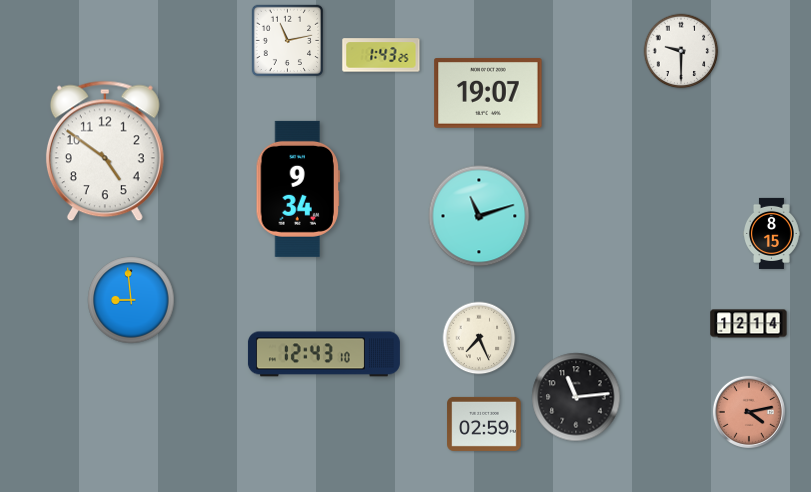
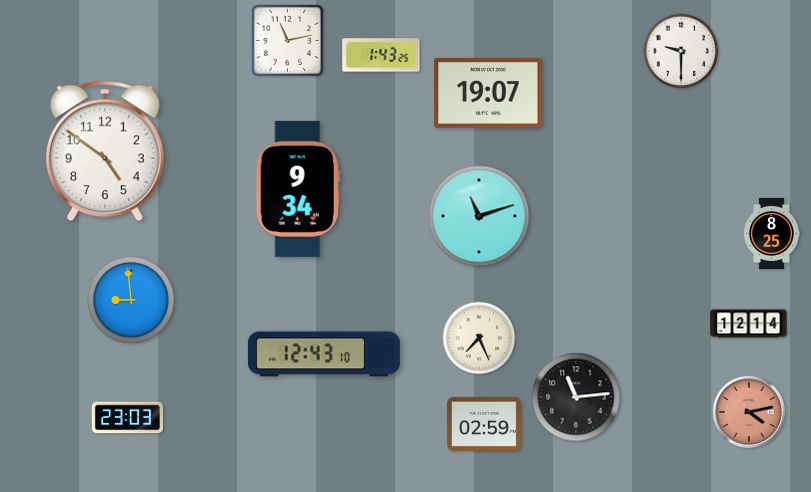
clock at (772, 233): 8:15 -> 8:25
clock at (127, 418): none -> 23:03
